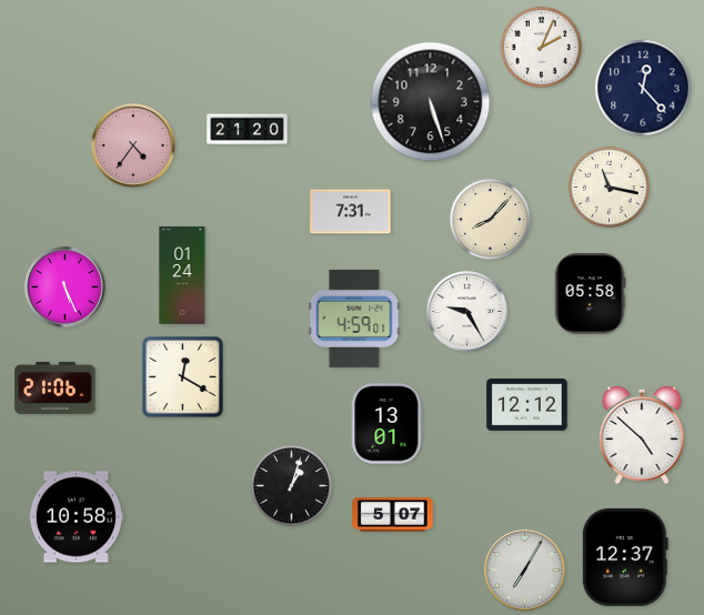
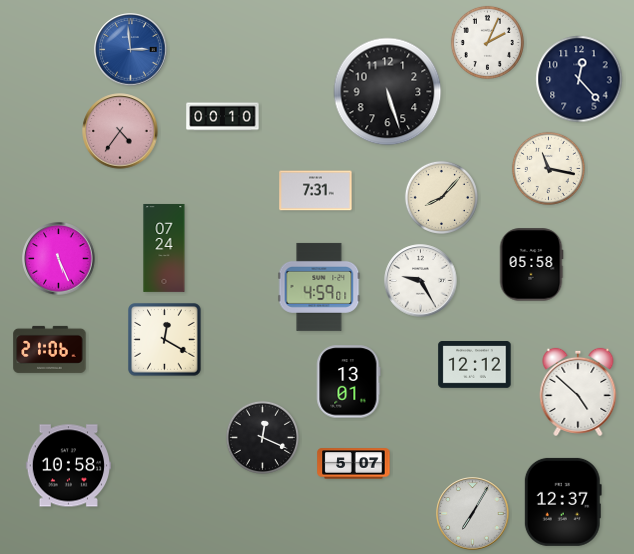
clock at (131, 50): none -> 2:59
clock at (248, 130): 21:20 -> 00:10
clock at (182, 275): 01:24 -> 07:24
clock at (291, 485): 1:03 -> 12:19
